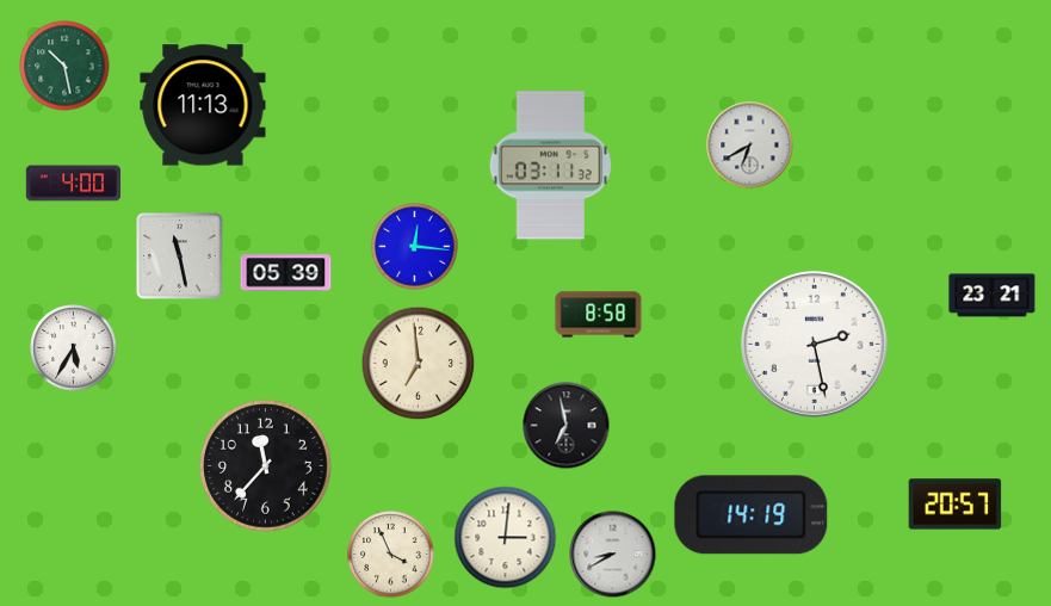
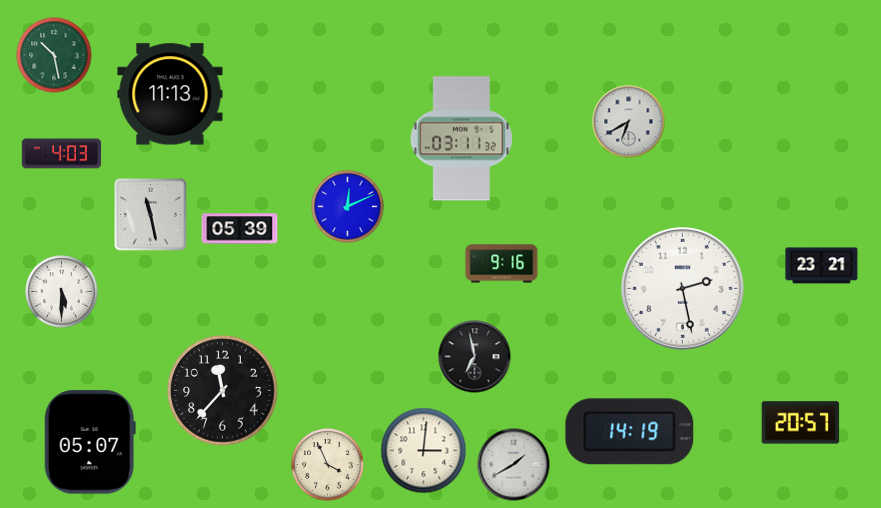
clock at (203, 105) position: (203, 105) -> (170, 94)
clock at (74, 184): 4:00 -> 4:03
clock at (415, 247): 12:16 -> 12:11
clock at (993, 296) position: (993, 296) -> (822, 266)
clock at (599, 315): 8:58 -> 9:16
clock at (74, 348): 5:35 -> 5:30
clock at (419, 364): 6:59 -> none
clock at (90, 442): none -> 05:07
clock at (613, 555): 8:40 -> 1:40
